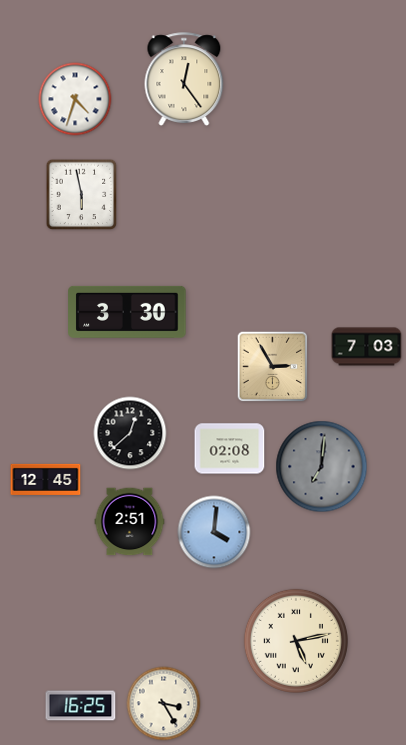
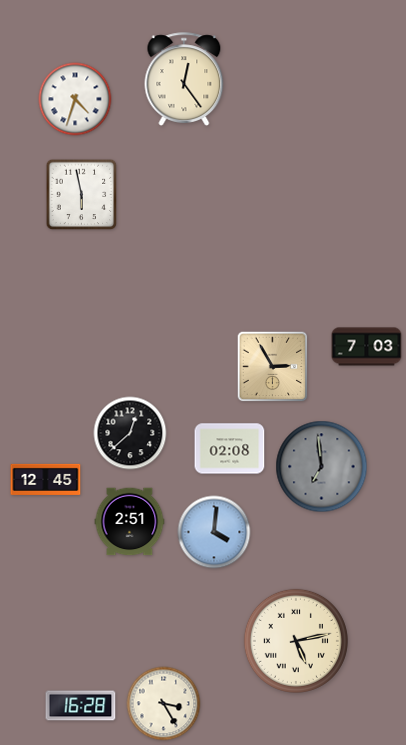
clock at (127, 312): 3:30 -> none
clock at (322, 467): 7:01 -> 6:59
clock at (81, 706): 16:25 -> 16:28
